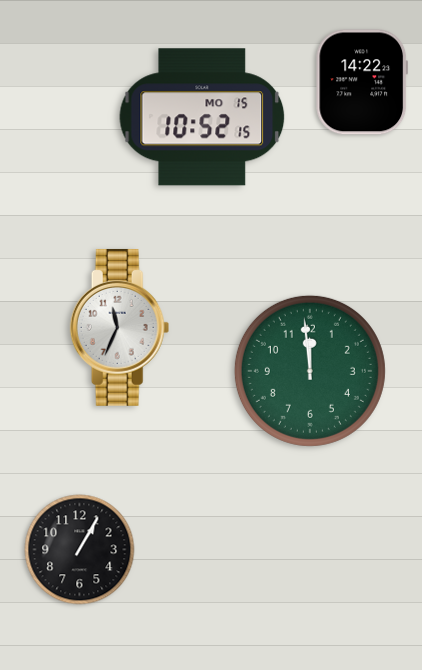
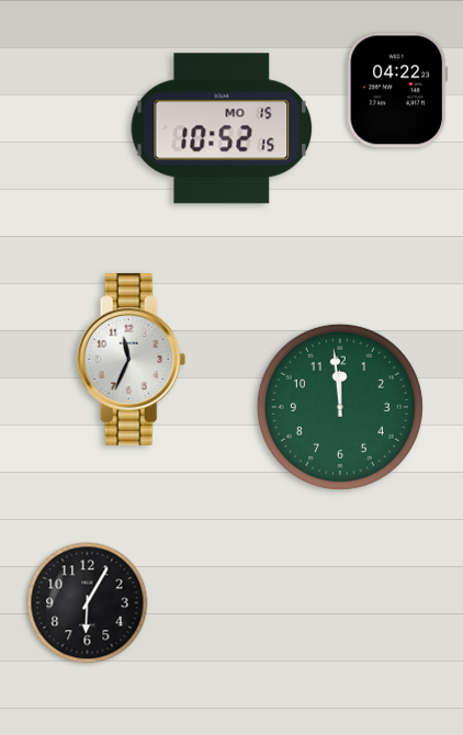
clock at (361, 82): 14:22 -> 04:22
clock at (80, 550): 1:05 -> 6:05
